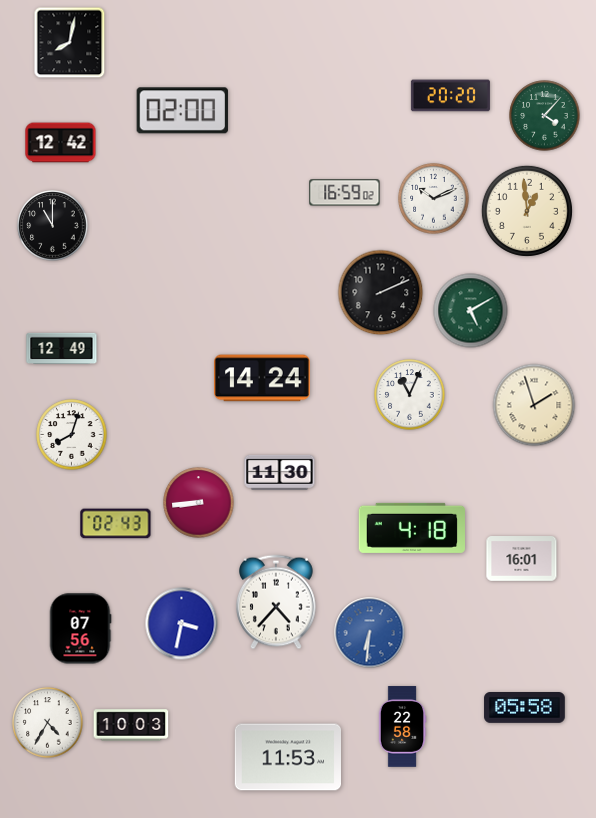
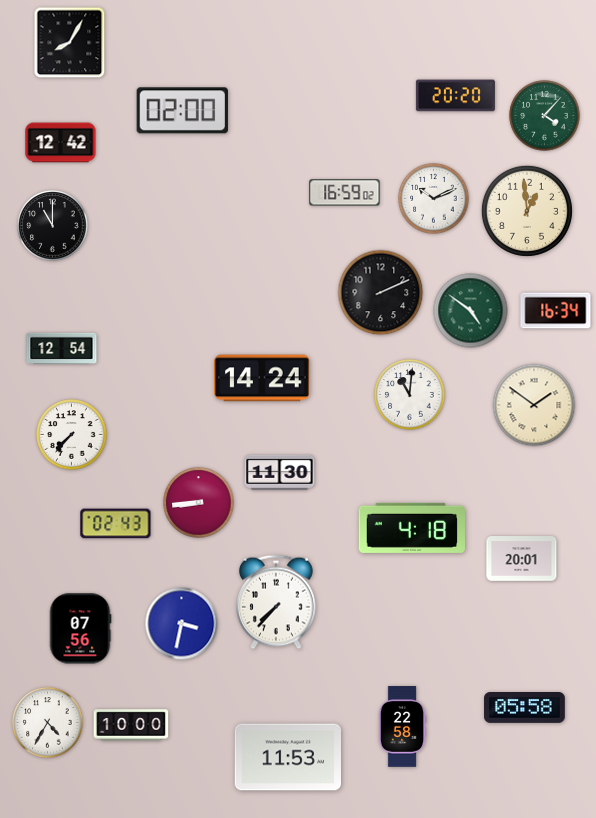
clock at (70, 43): 8:02 -> 8:05
clock at (450, 96) position: (450, 96) -> (455, 96)
clock at (471, 311): 5:10 -> 4:51
clock at (556, 311): none -> 16:34
clock at (62, 348): 12:49 -> 12:54
clock at (410, 395): 11:04 -> 11:01
clock at (534, 405): 1:57 -> 1:51
clock at (72, 435): 8:03 -> 7:37
clock at (522, 559): 16:01 -> 20:01
clock at (277, 602): 4:37 -> 7:37
clock at (370, 633): 6:31 -> none
clock at (131, 725): 10:03 -> 10:00
